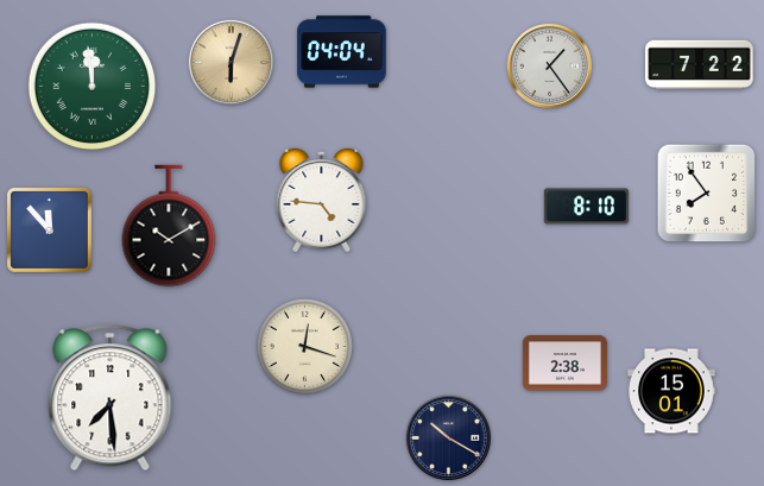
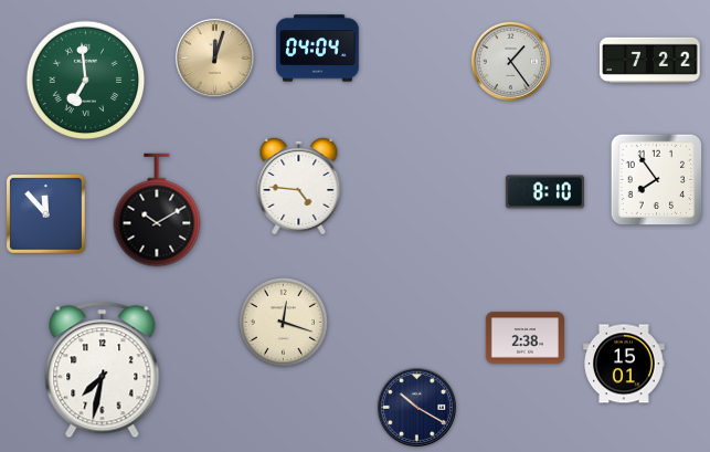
clock at (231, 62): 6:03 -> 12:03
clock at (93, 87): 11:59 -> 6:59
clock at (111, 398): 7:29 -> 7:32
